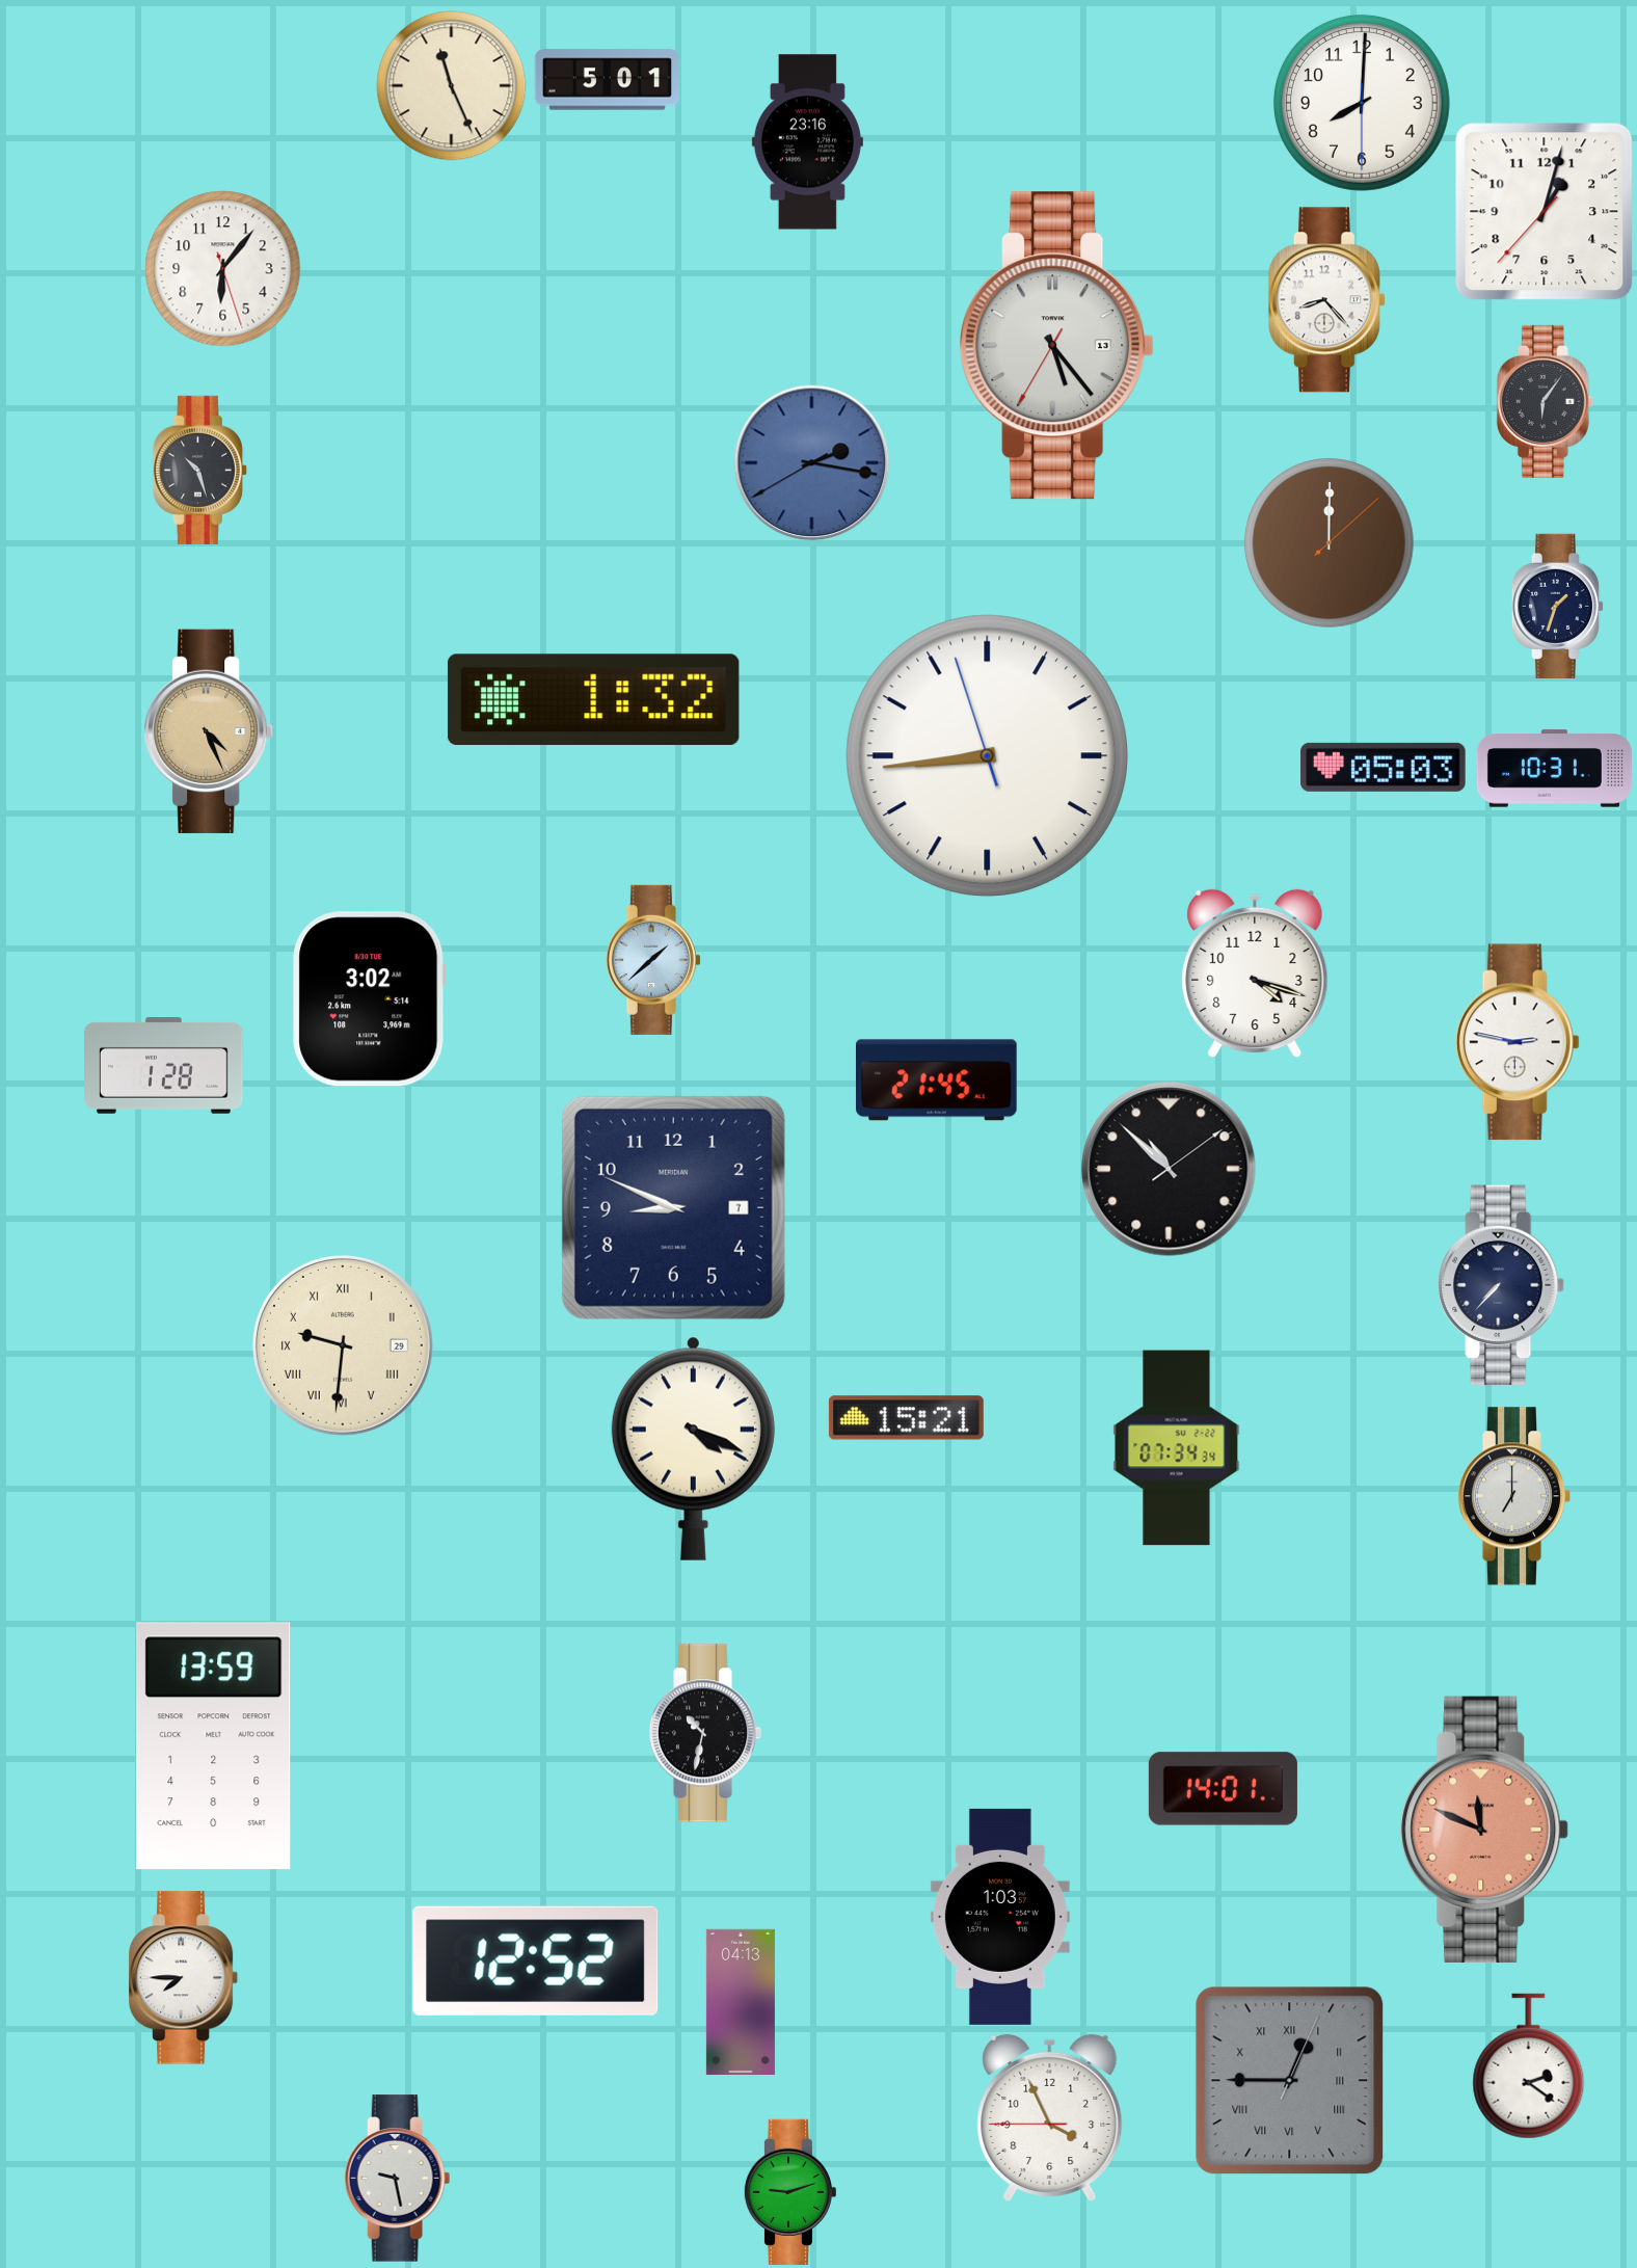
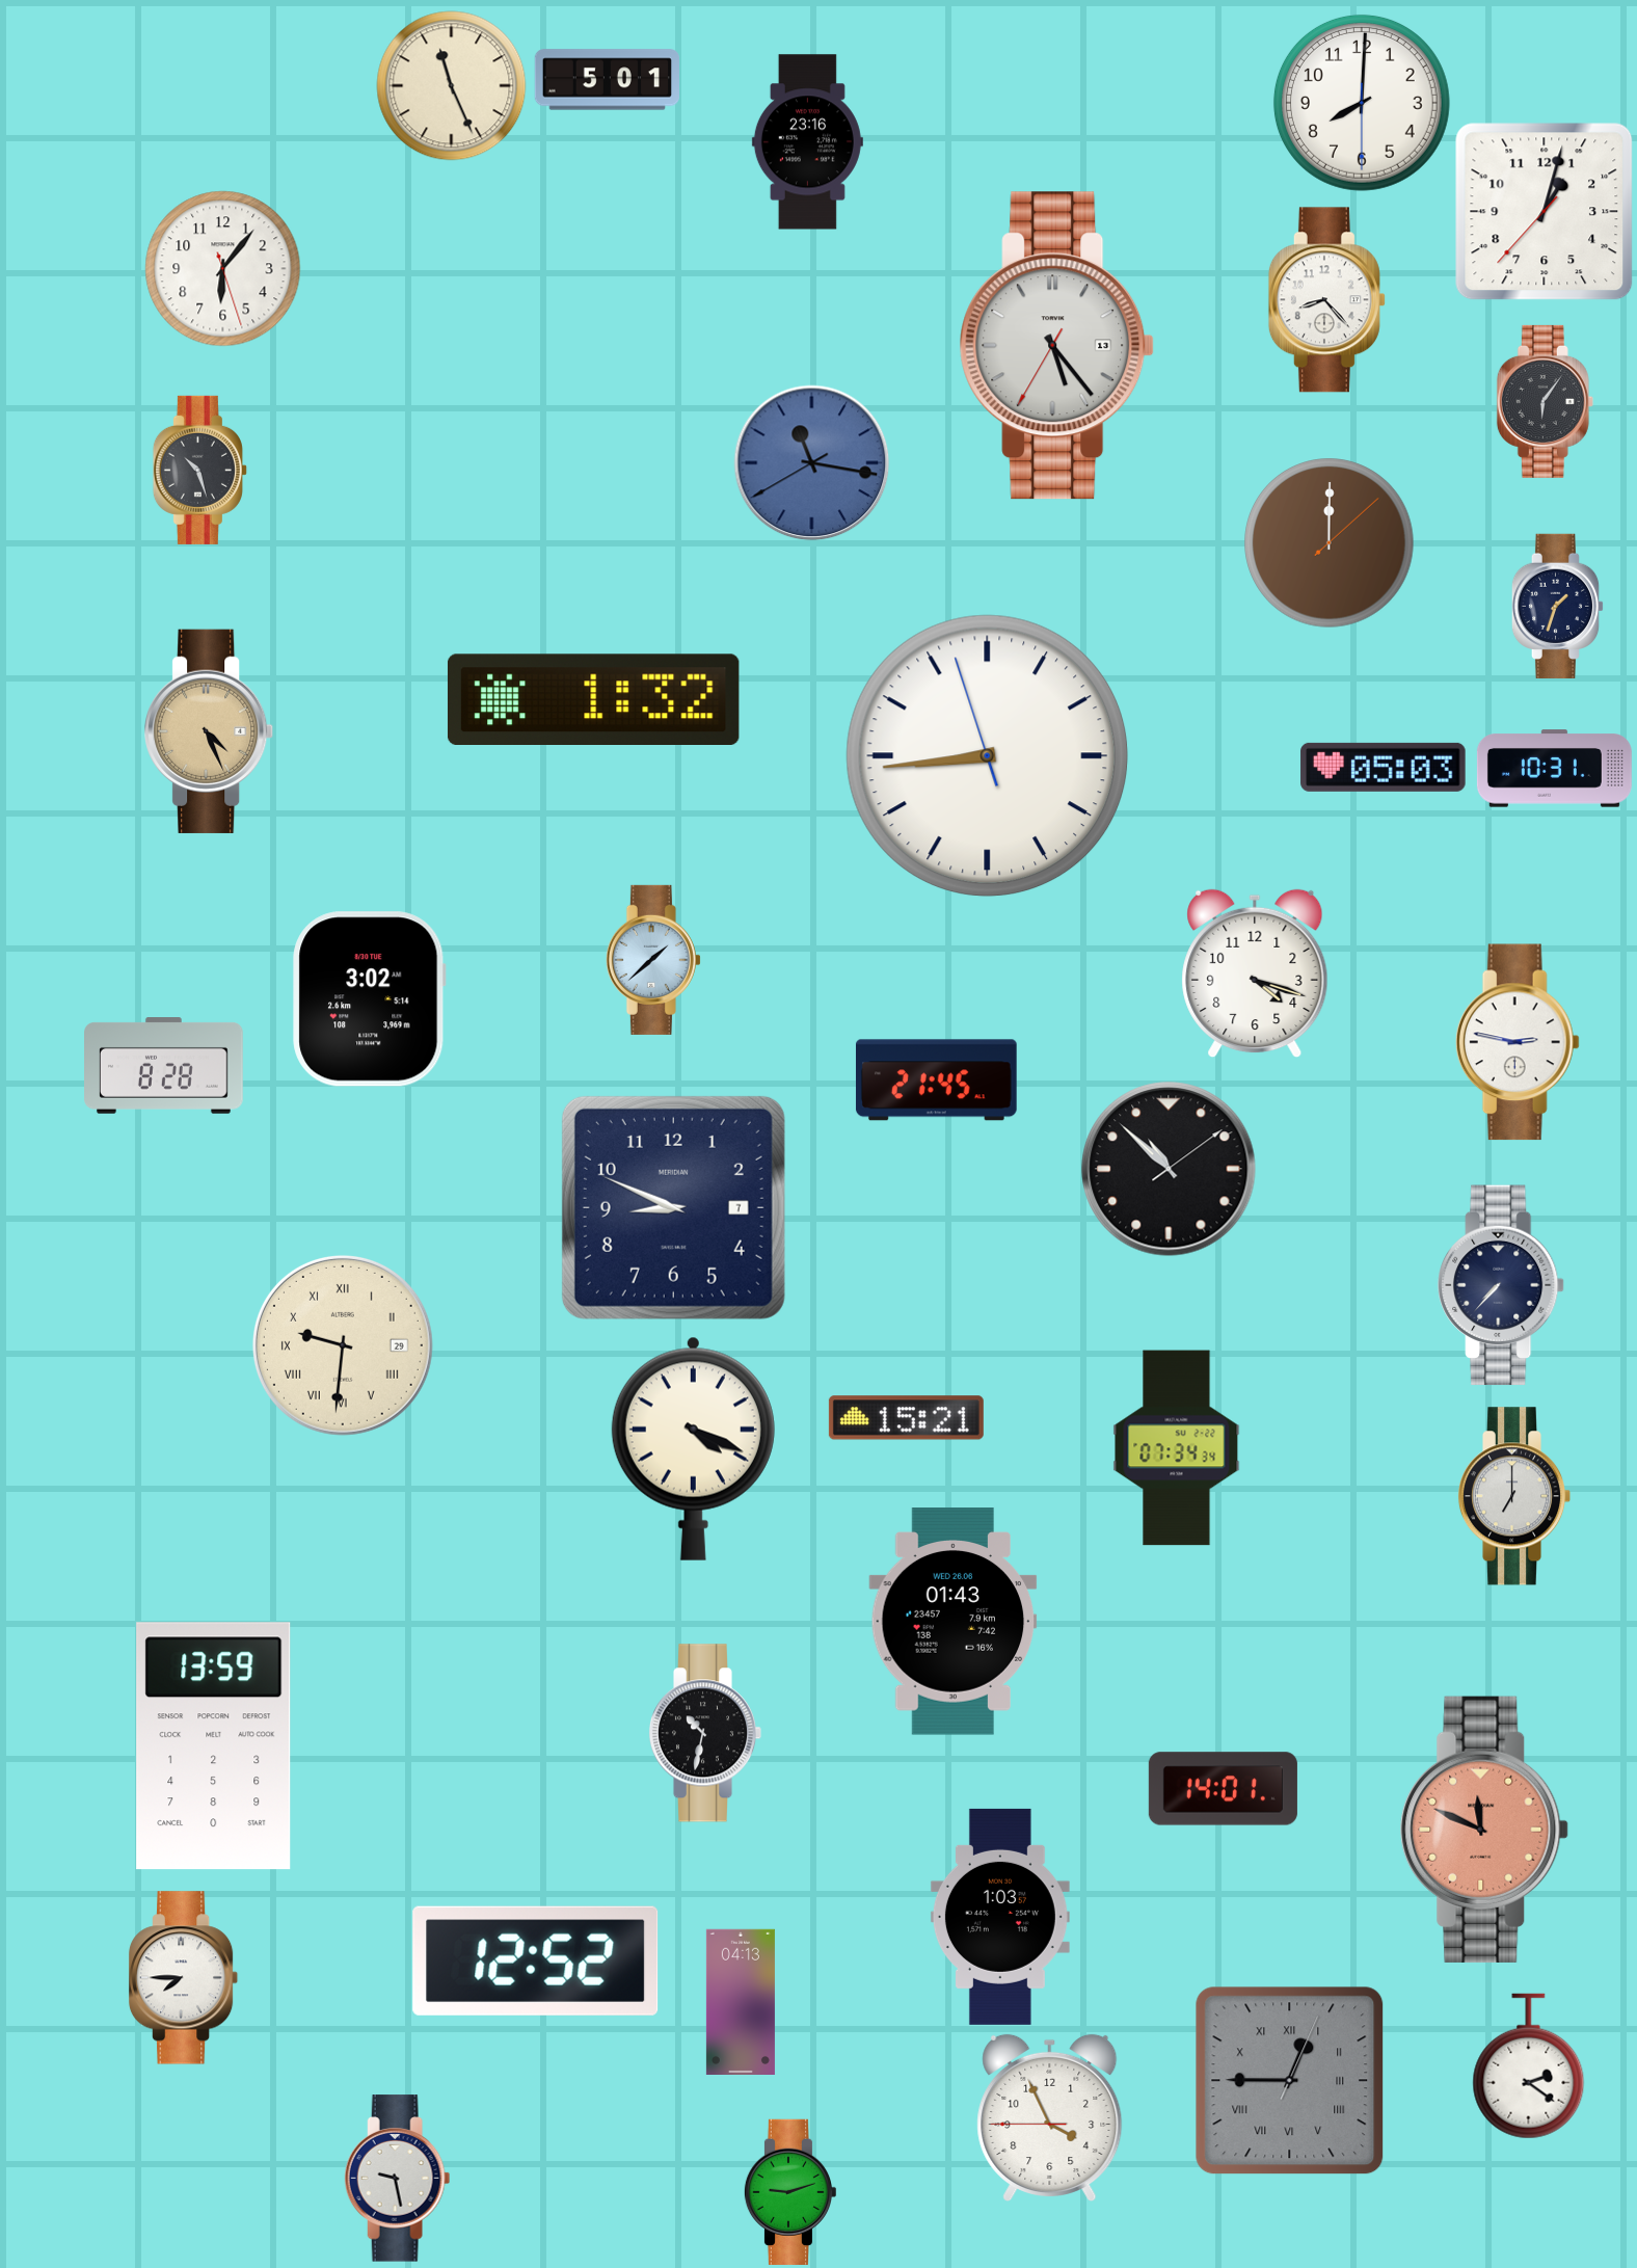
clock at (812, 463): 2:16 -> 11:16
clock at (164, 1066): 1:28 -> 8:28
clock at (954, 1622): none -> 01:43
